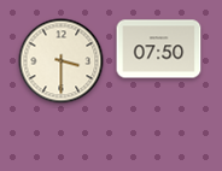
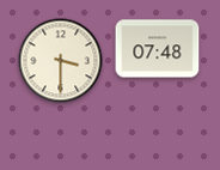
clock at (159, 49): 07:50 -> 07:48
